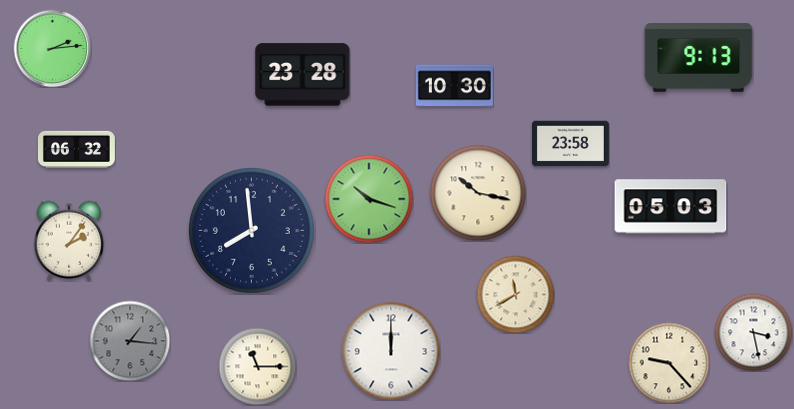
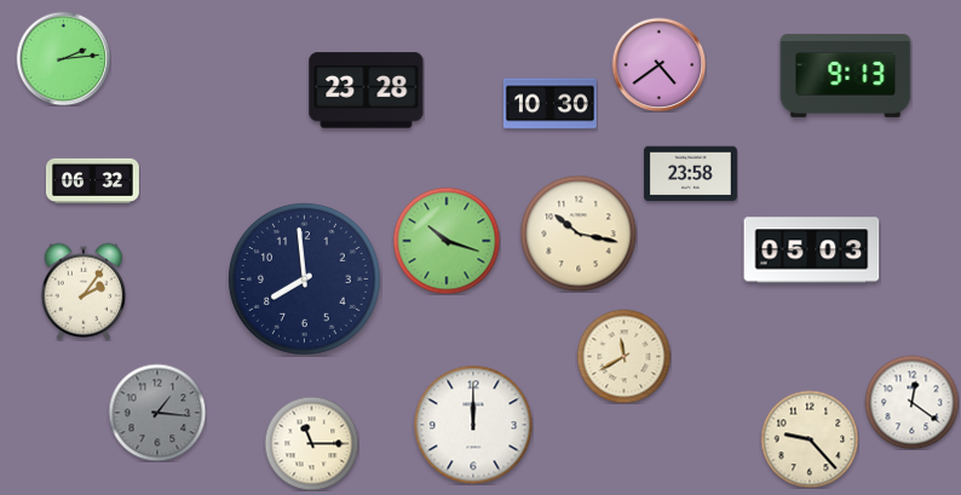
clock at (658, 64): none -> 4:39
clock at (699, 58) position: (699, 58) -> (846, 76)
clock at (753, 332): 3:28 -> 12:21
